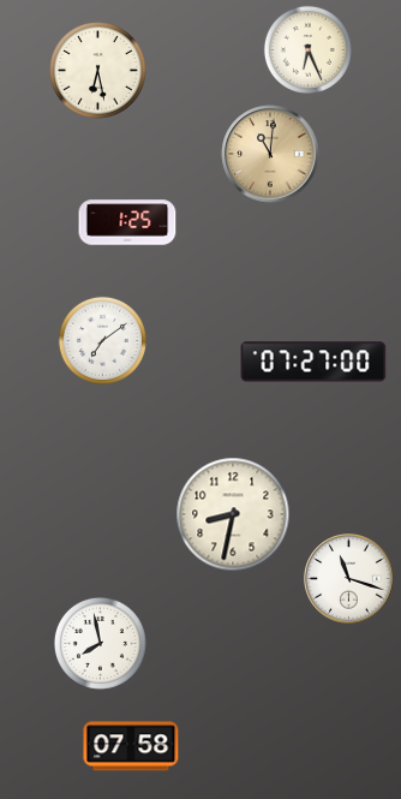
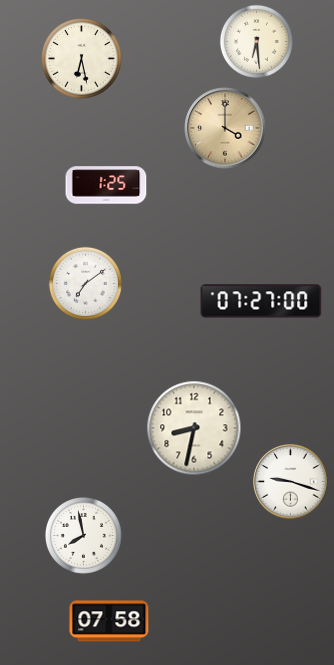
clock at (307, 49): 6:26 -> 6:29
clock at (270, 154): 11:01 -> 4:00
clock at (349, 579): 11:18 -> 9:18
